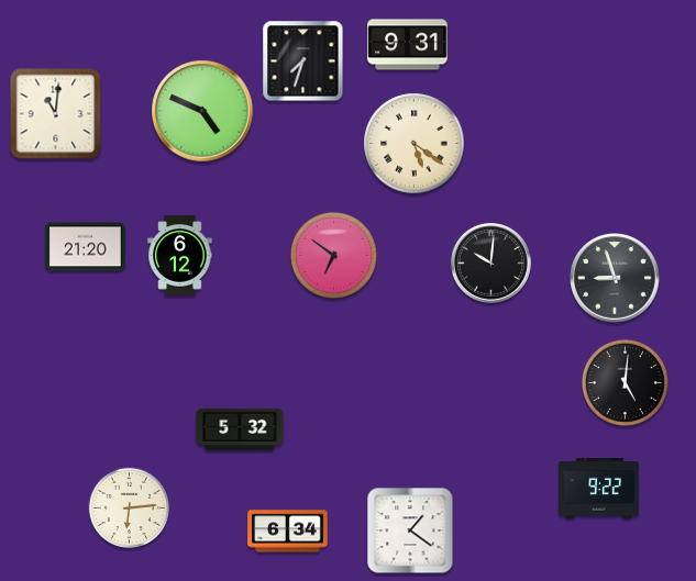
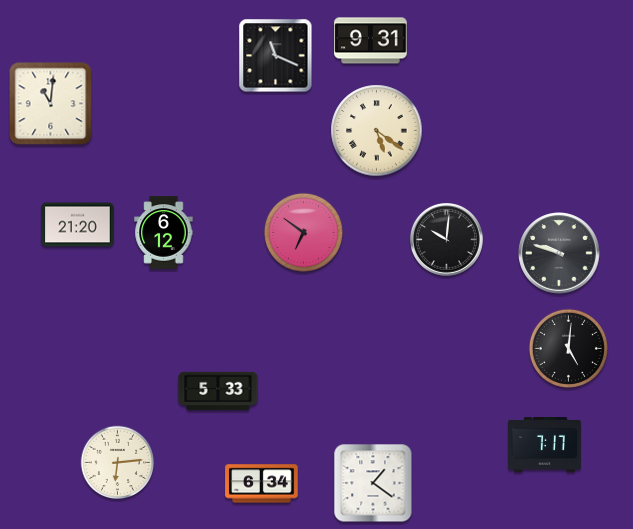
clock at (303, 62): 7:33 -> 11:19
clock at (202, 111): 4:49 -> none
clock at (615, 278): 8:57 -> 9:48
clock at (240, 429): 5:32 -> 5:33
clock at (599, 489): 9:22 -> 7:17
